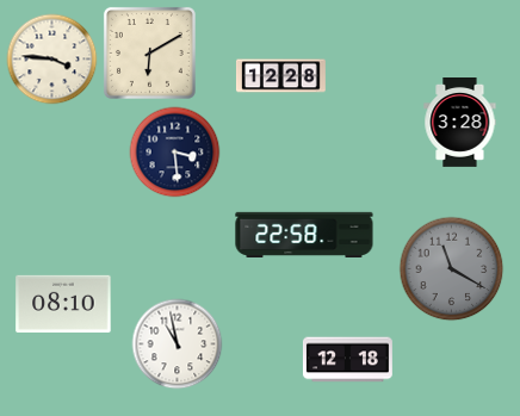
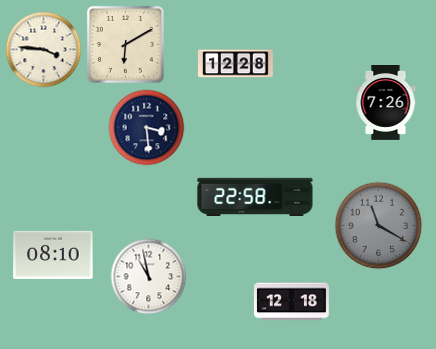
clock at (460, 123): 3:28 -> 7:26
clock at (178, 344) position: (178, 344) -> (149, 277)
